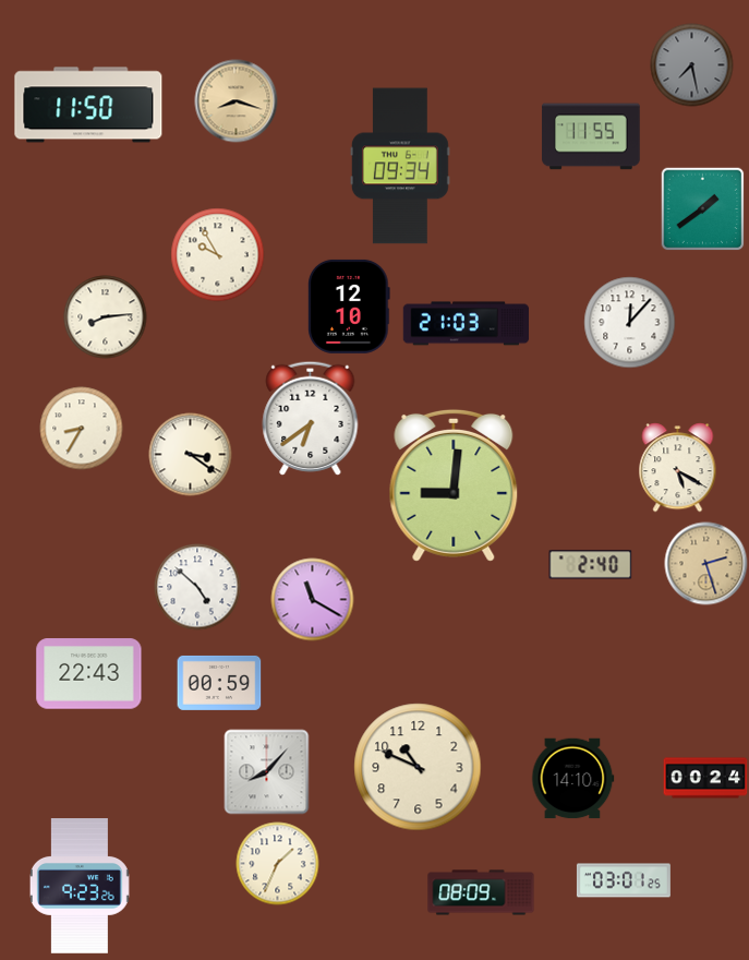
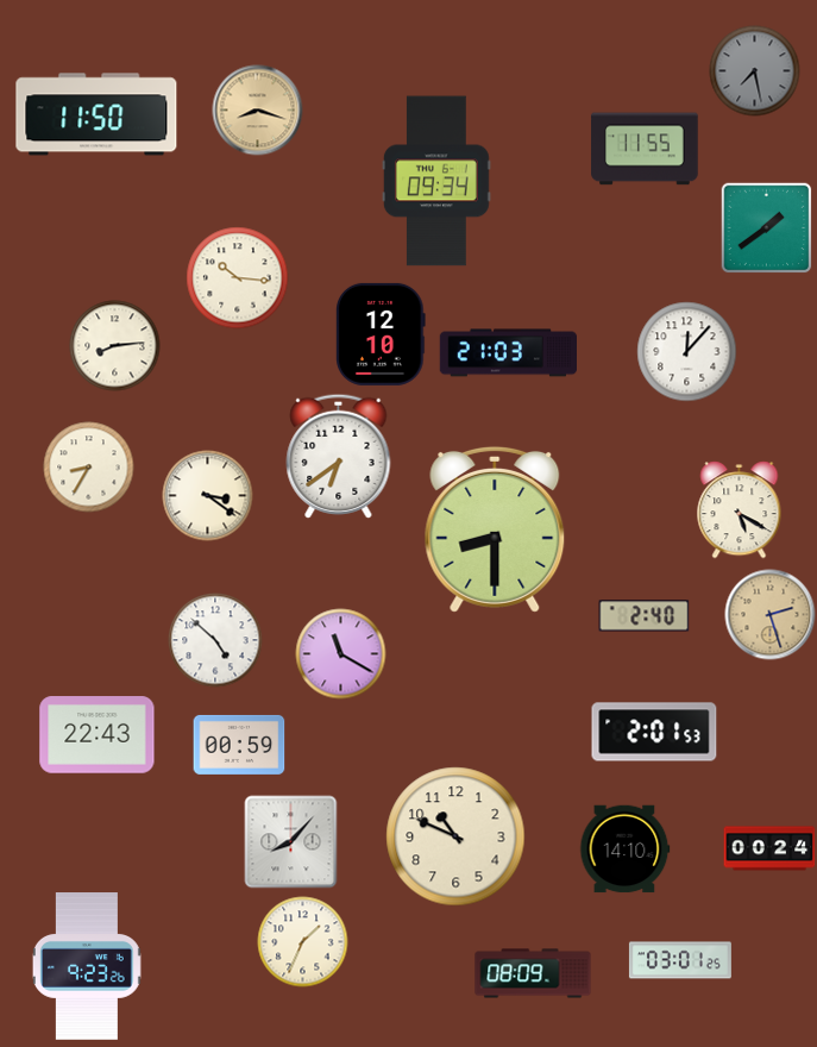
clock at (218, 255): 9:55 -> 10:16
clock at (454, 485): 9:01 -> 8:30
clock at (654, 732): none -> 2:01
clock at (481, 892) position: (481, 892) -> (533, 973)
